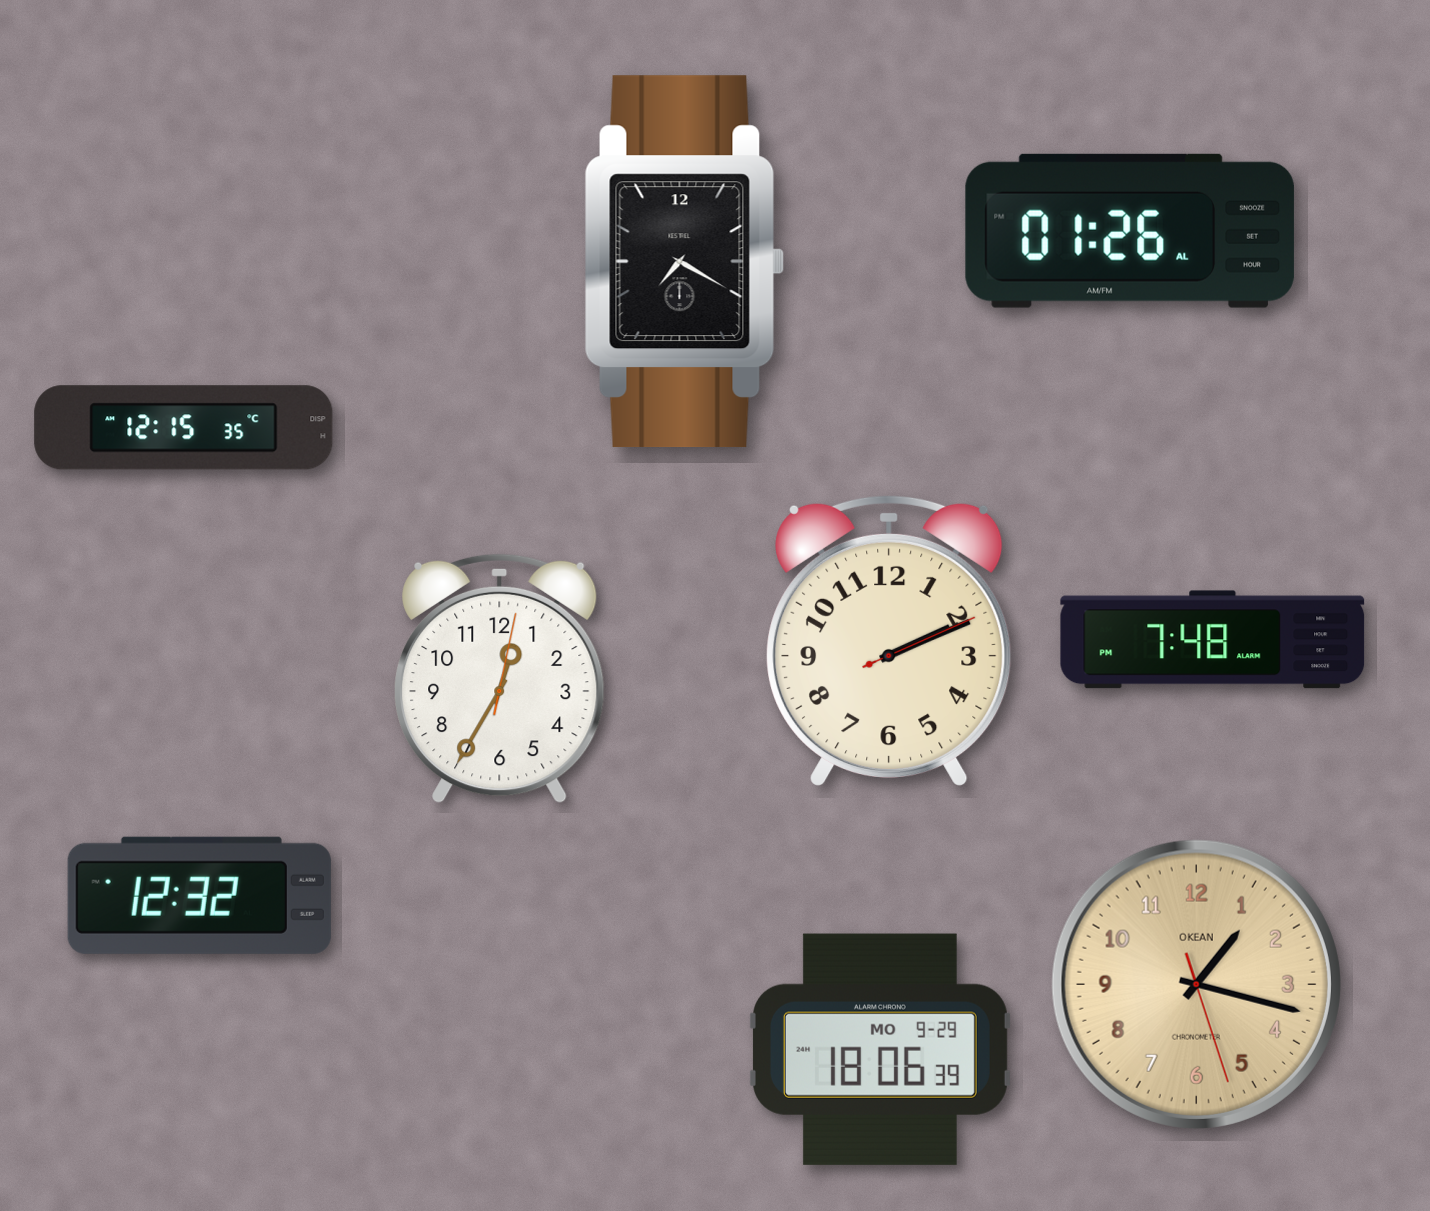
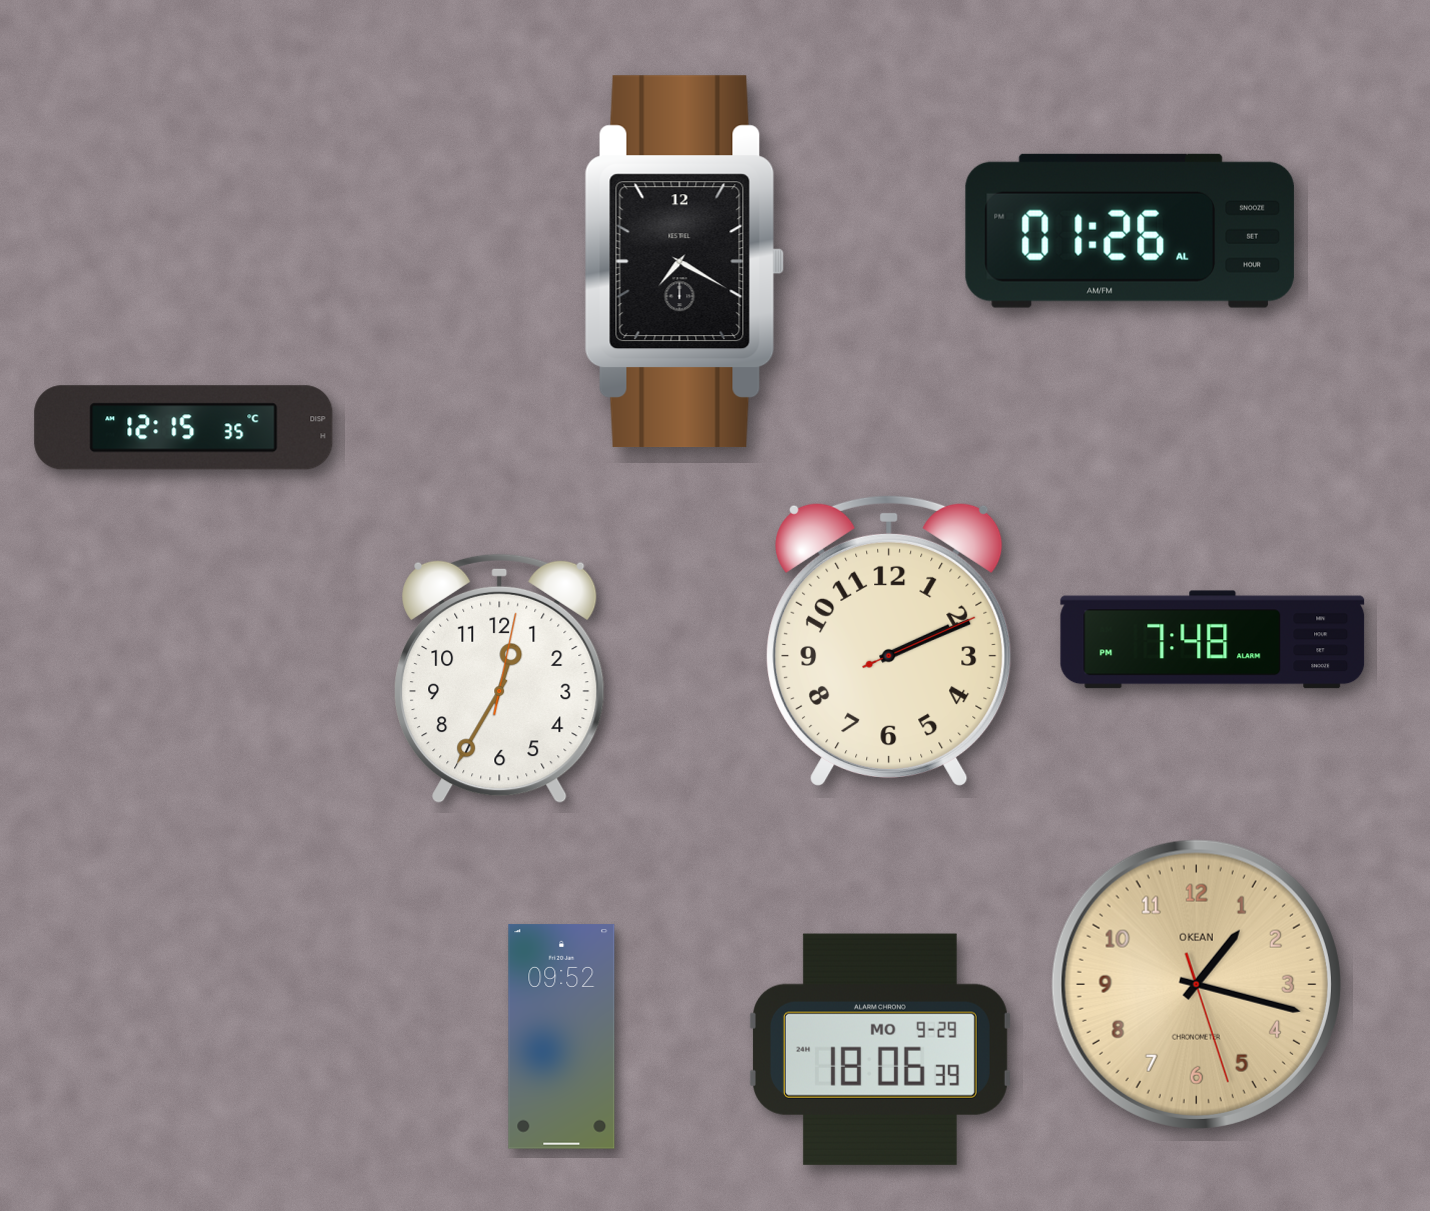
clock at (199, 895): 12:32 -> none
clock at (562, 1037): none -> 09:52
